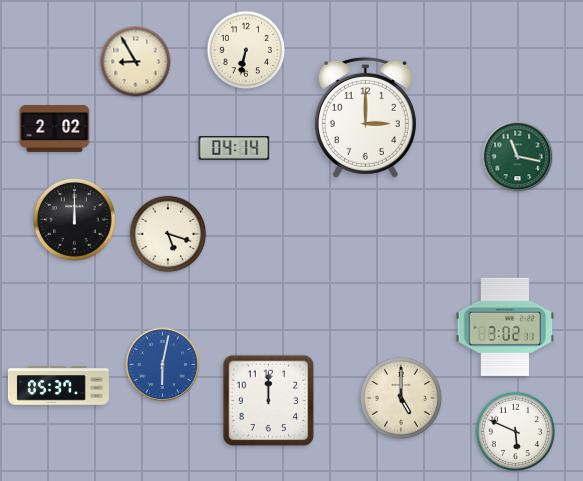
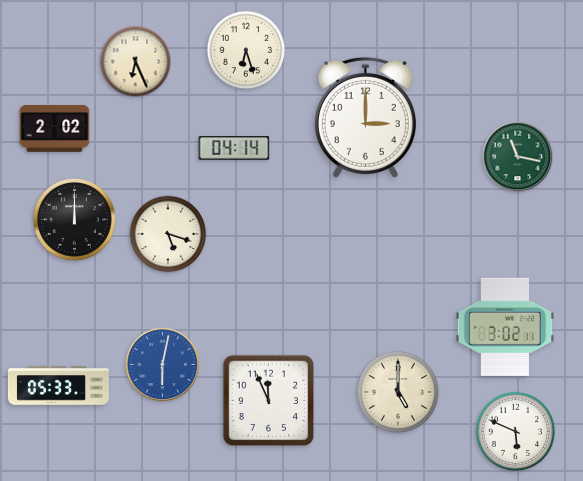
clock at (246, 50): 6:32 -> 6:27
clock at (136, 62): 8:55 -> 6:26
clock at (58, 386): 05:37 -> 05:33
clock at (401, 398) position: (401, 398) -> (398, 392)
clock at (269, 401): 12:00 -> 11:56
